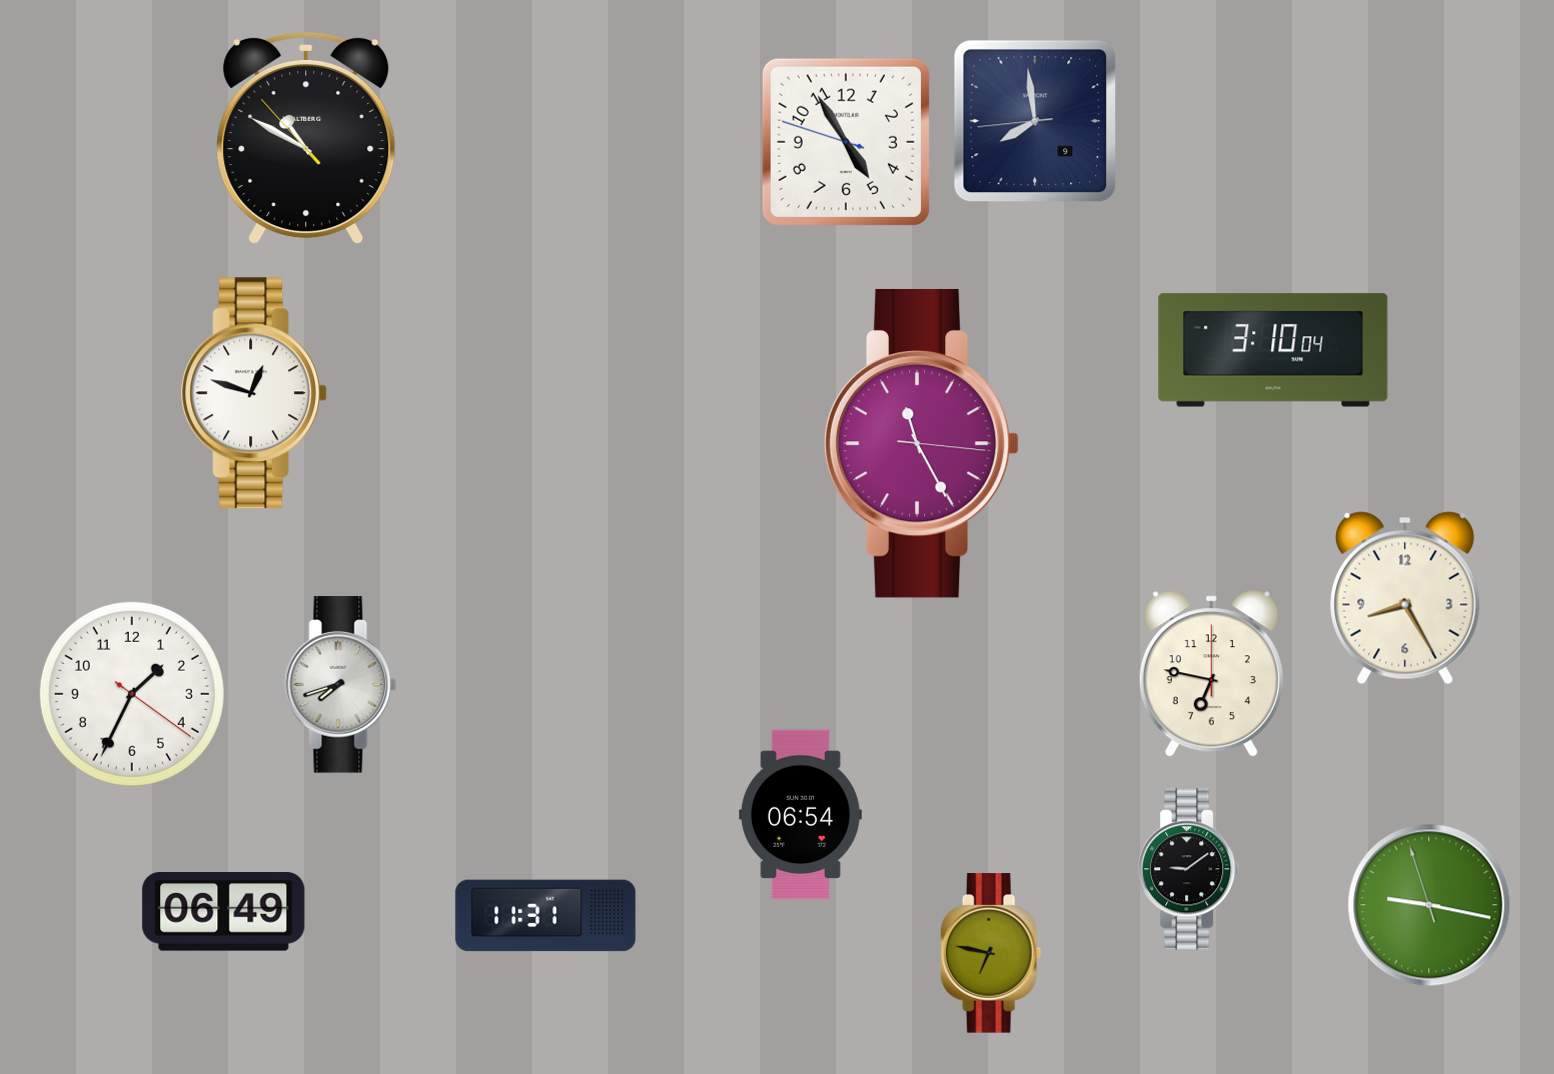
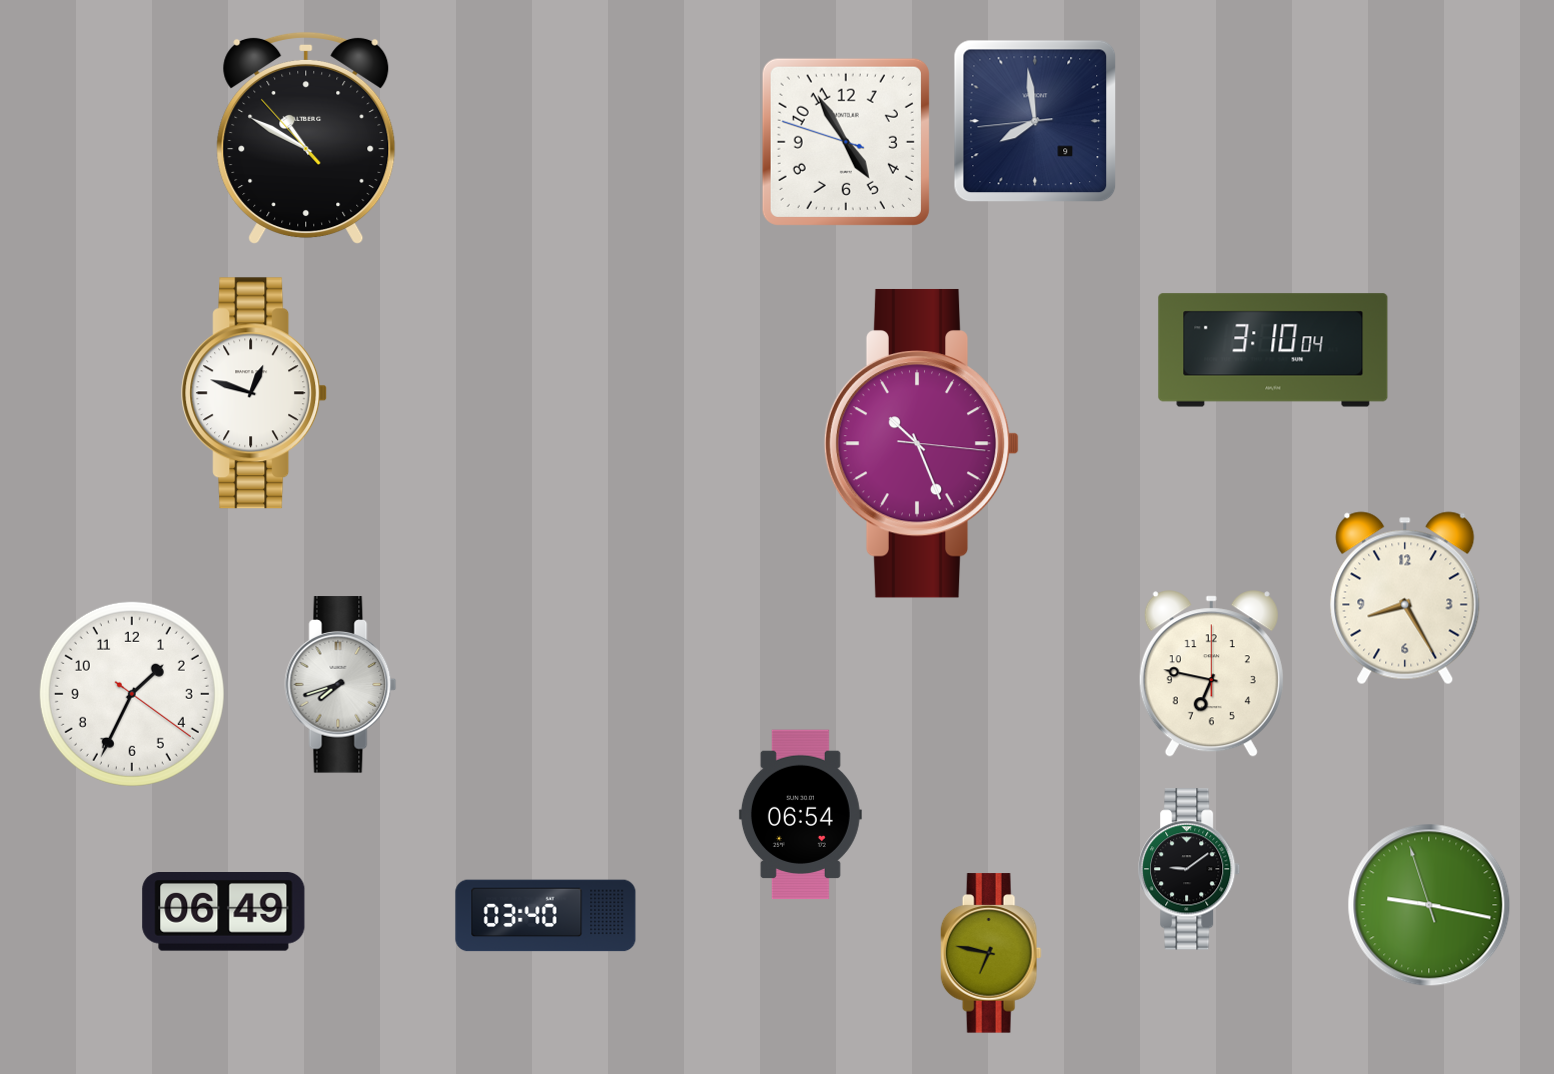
clock at (922, 443): 11:25 -> 10:26
clock at (546, 916): 11:31 -> 03:40
